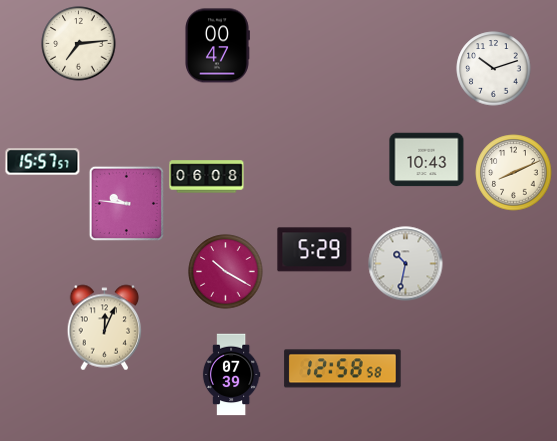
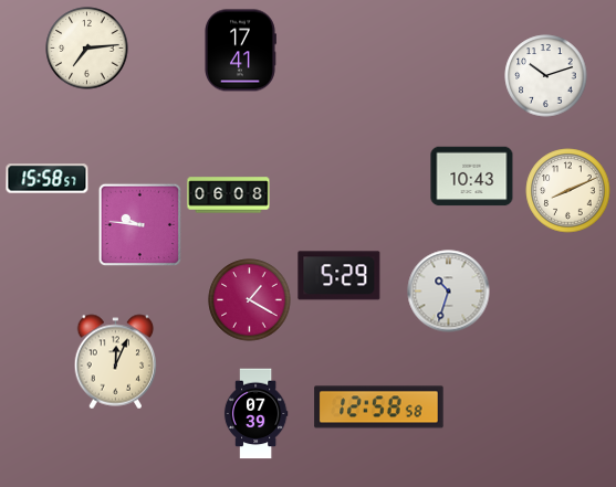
clock at (218, 46): 00:47 -> 17:41
clock at (43, 162): 15:57 -> 15:58
clock at (315, 250) position: (315, 250) -> (340, 276)
clock at (406, 264): 10:32 -> 10:33
clock at (226, 272): 10:20 -> 1:20
